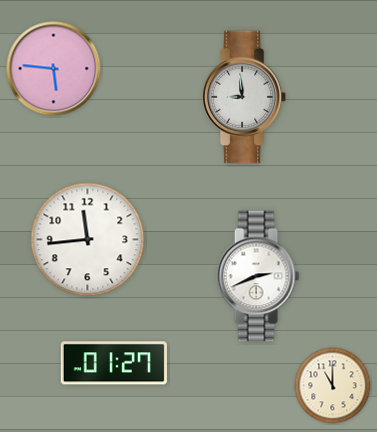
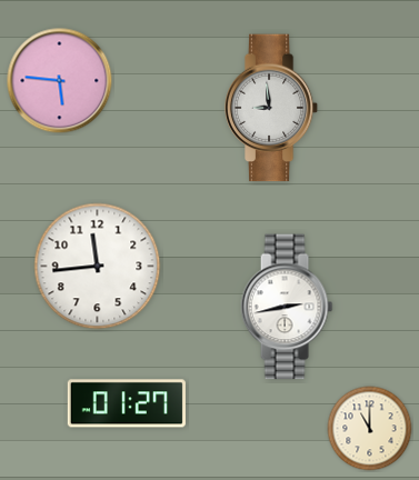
clock at (54, 69) position: (54, 69) -> (60, 81)
clock at (258, 276): 2:41 -> 2:43
